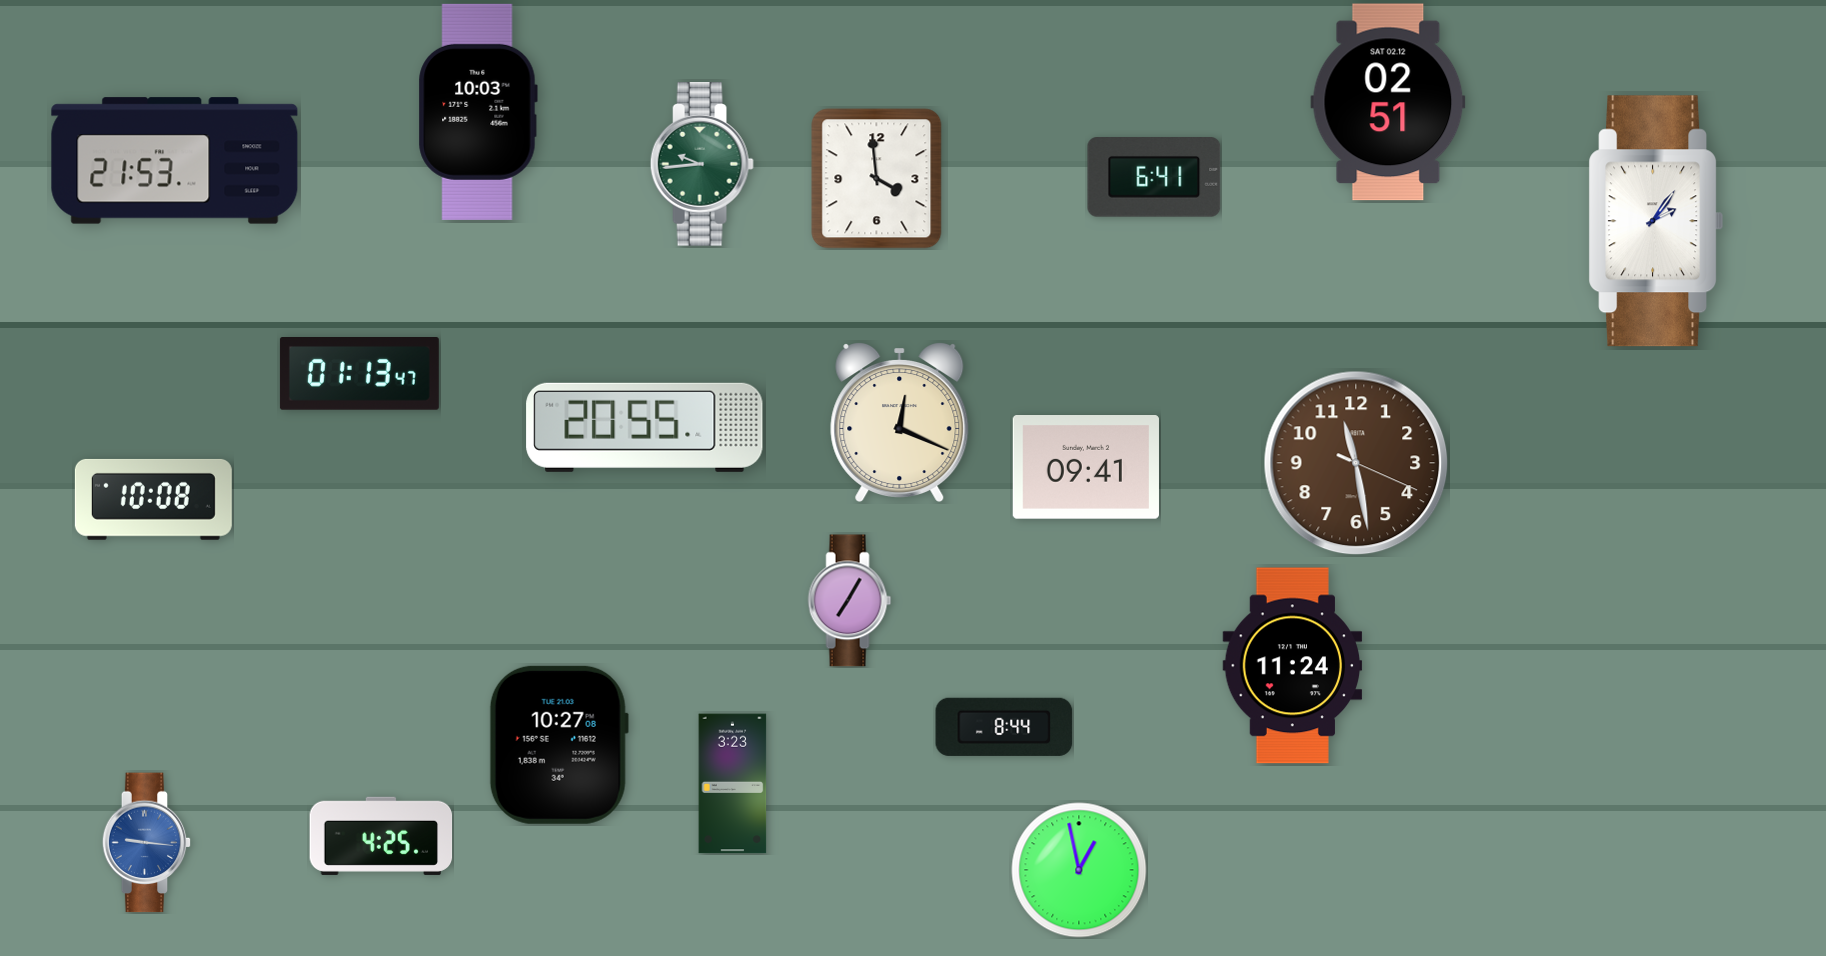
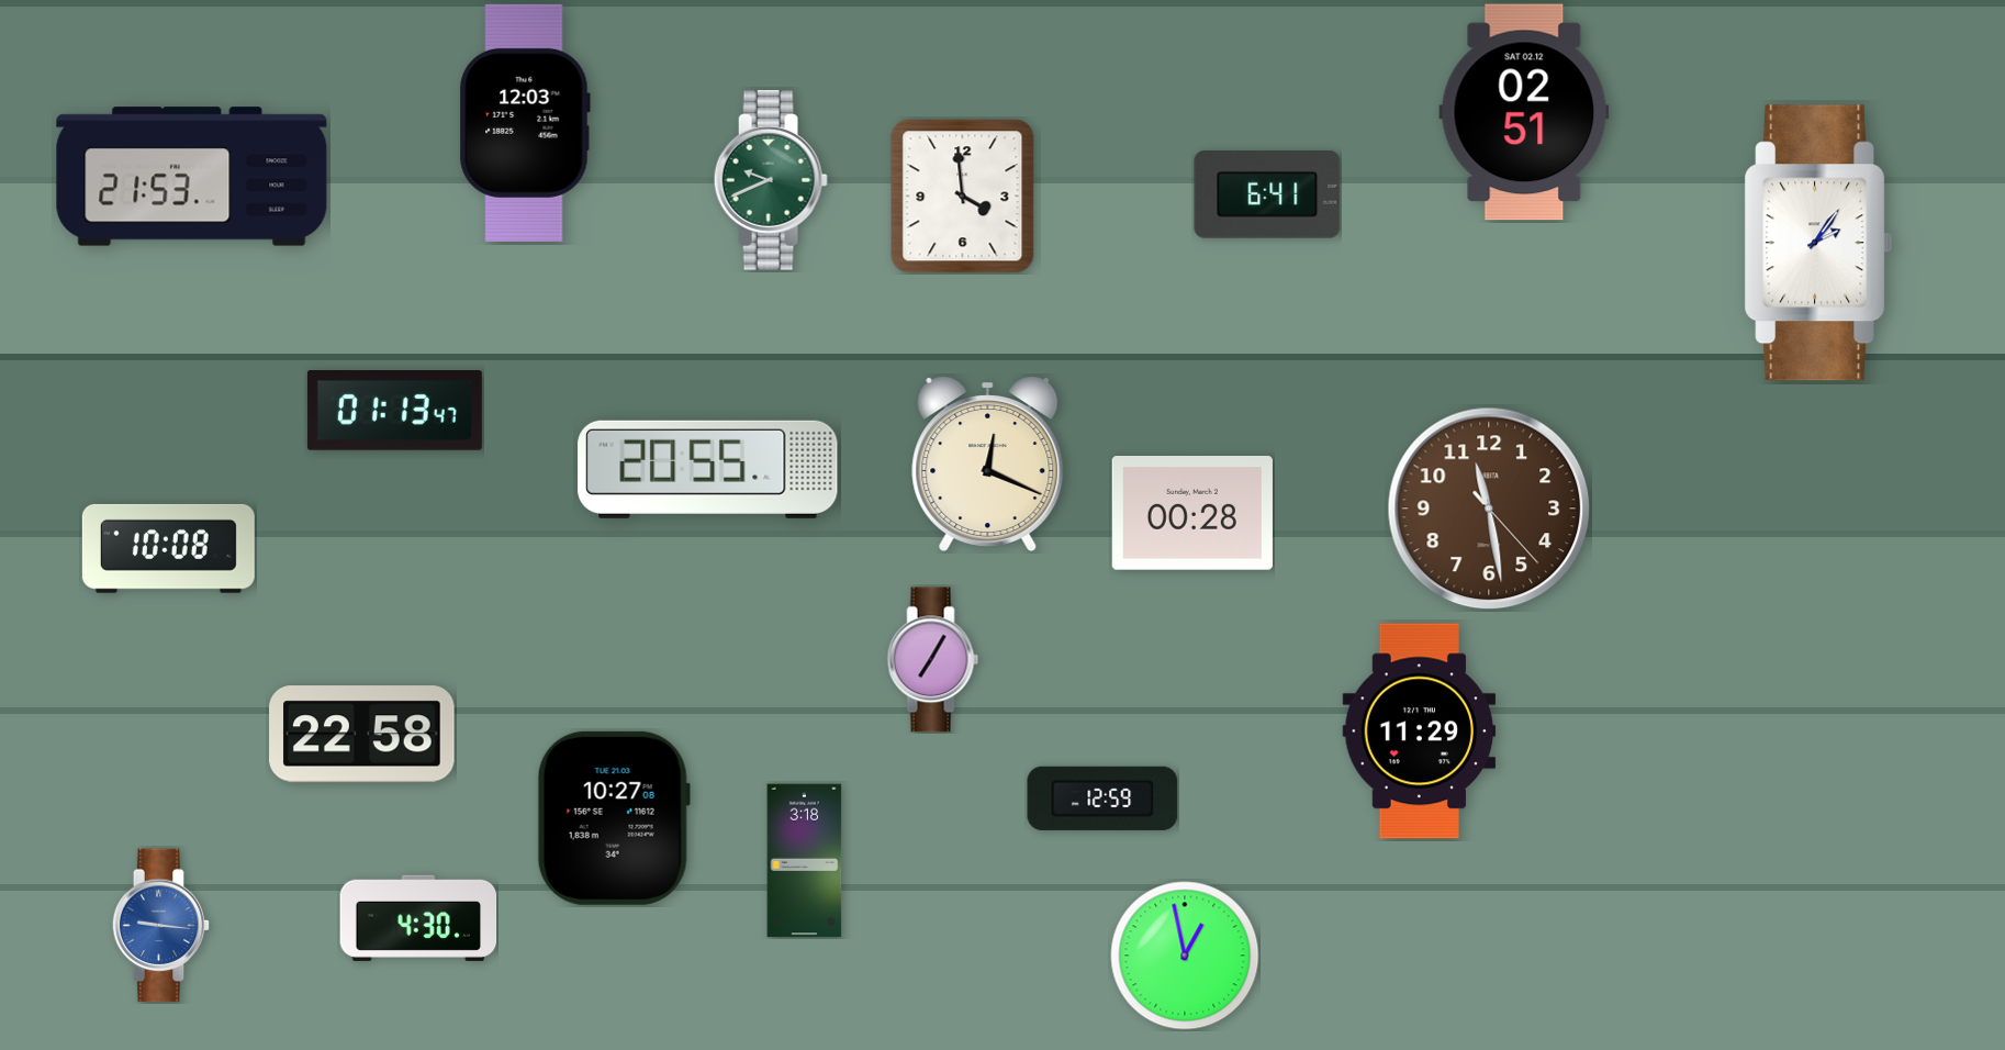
clock at (478, 112): 10:03 -> 12:03
clock at (702, 165): 9:44 -> 9:41
clock at (1356, 463): 11:28:19 -> 11:28:23
clock at (1086, 467): 09:41 -> 00:28
clock at (1293, 666): 11:24 -> 11:29
clock at (362, 735): none -> 22:58
clock at (1004, 727): 8:44 -> 12:59
clock at (733, 784): 3:23 -> 3:18
clock at (381, 836): 4:25 -> 4:30
